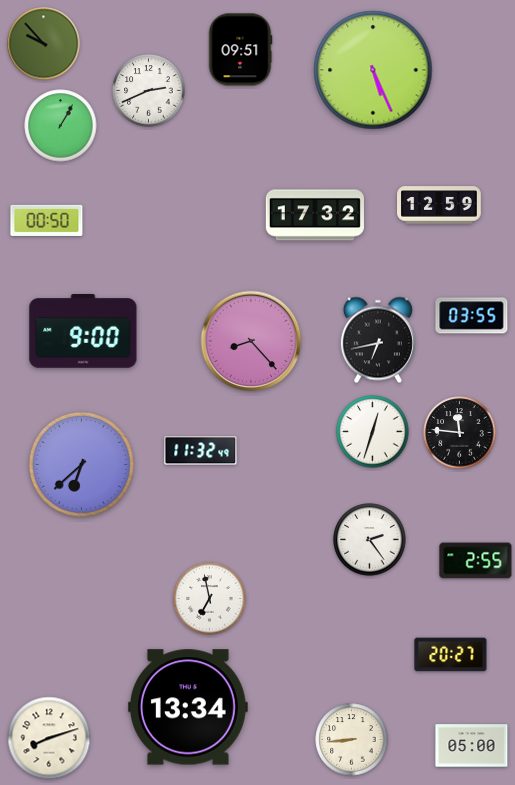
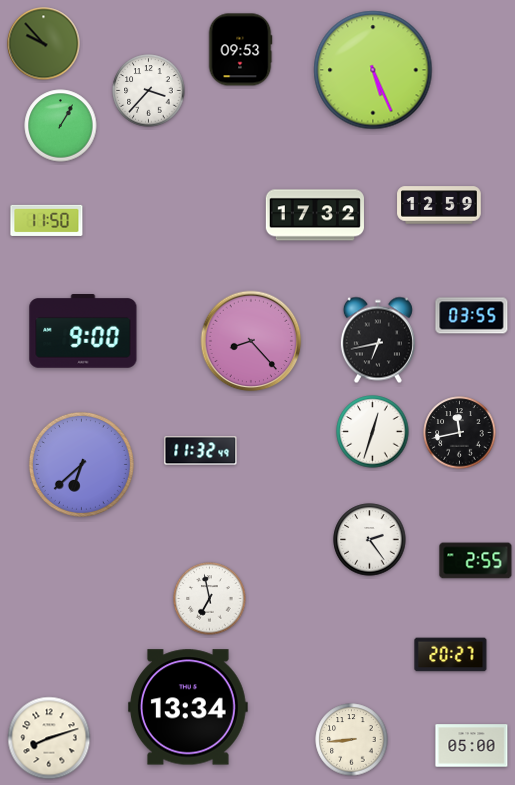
clock at (240, 50): 09:51 -> 09:53
clock at (149, 91): 2:41 -> 3:37
clock at (47, 220): 00:50 -> 11:50
clock at (460, 433): 11:46 -> 11:43
